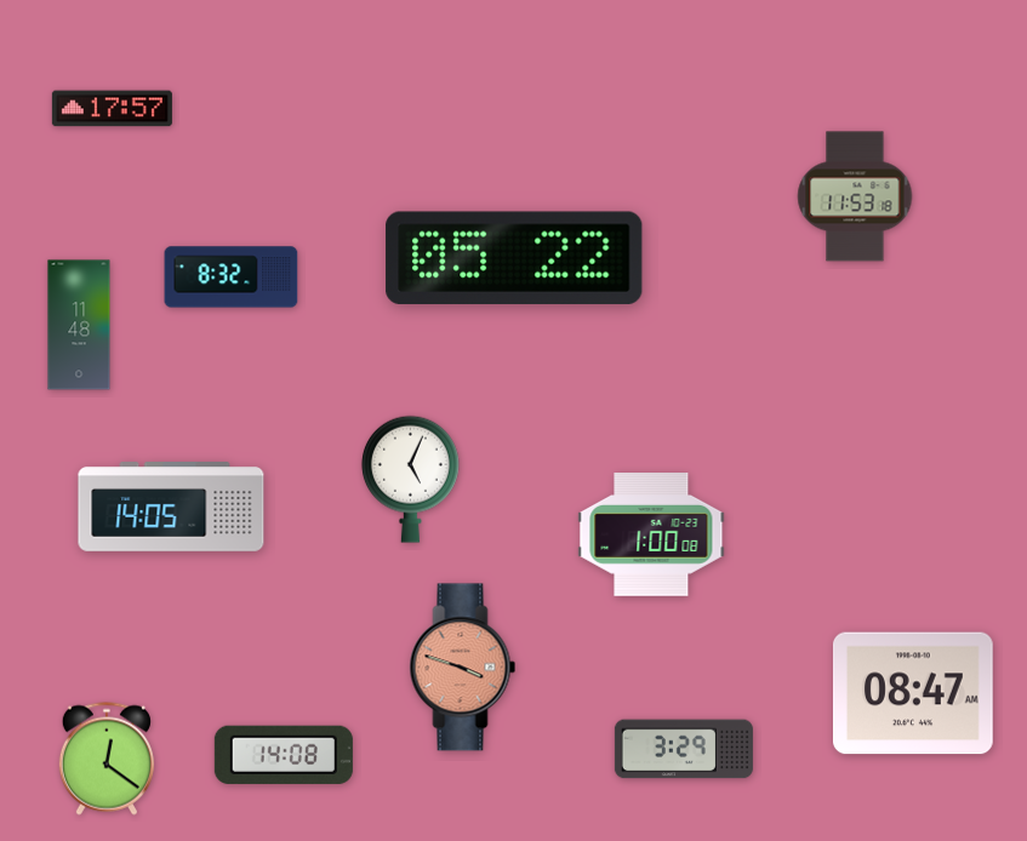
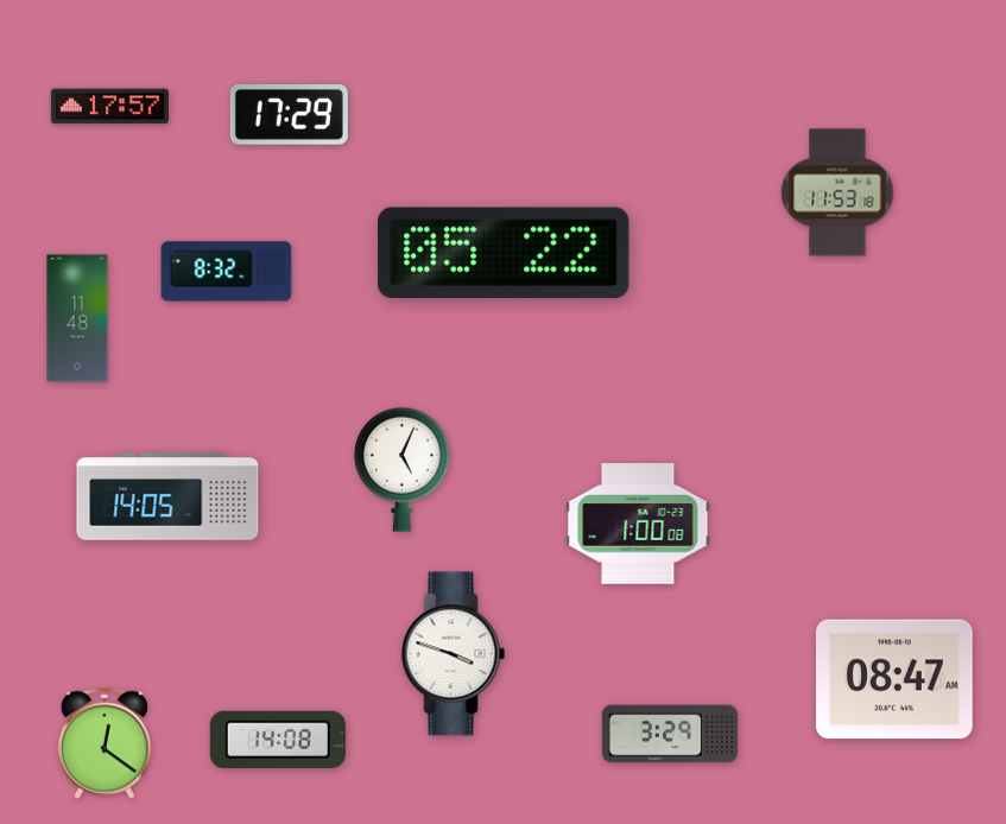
clock at (289, 115): none -> 17:29
clock at (463, 668) dial: salmon -> white
